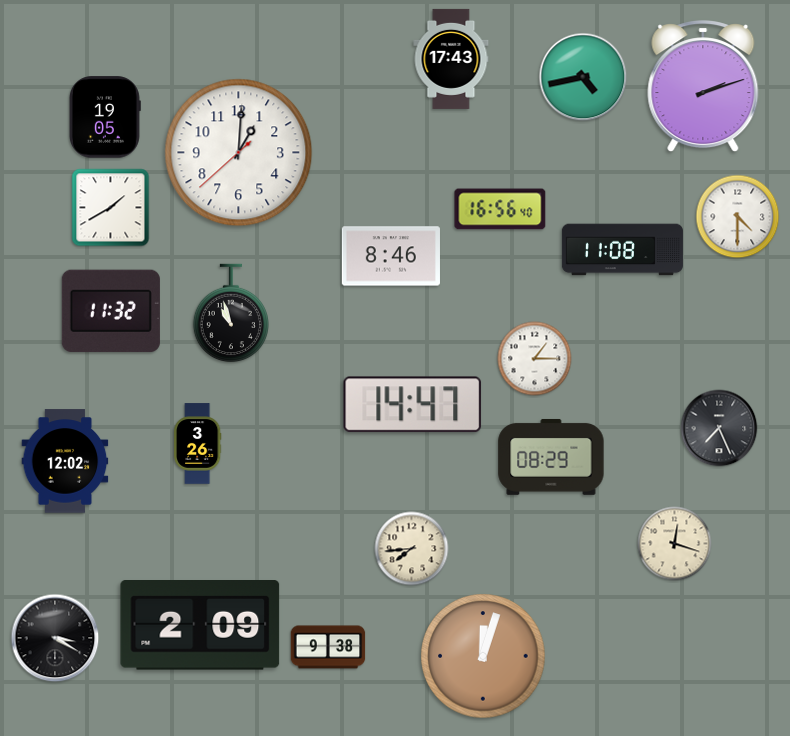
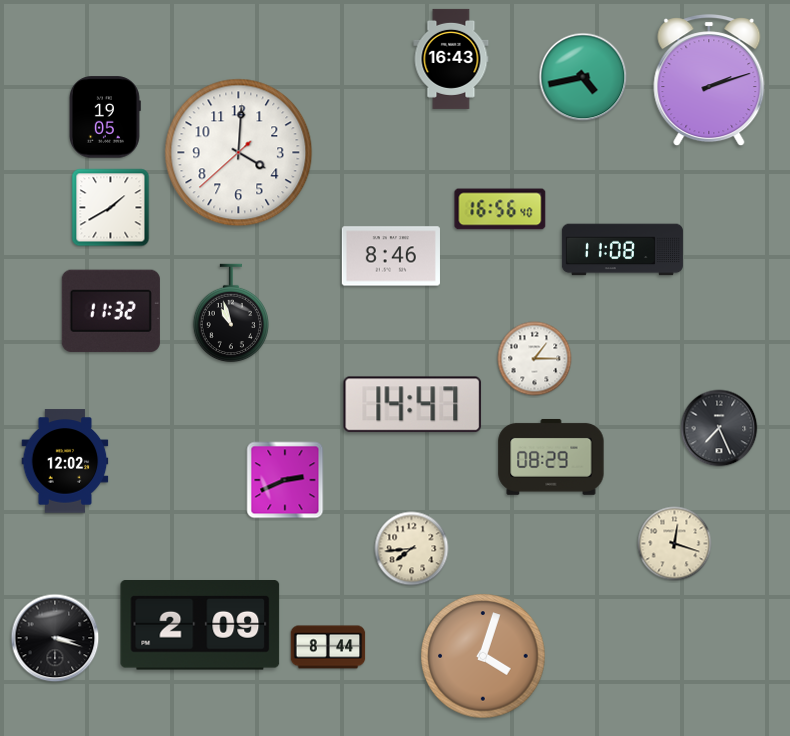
clock at (451, 59): 17:43 -> 16:43
clock at (703, 87) position: (703, 87) -> (709, 81)
clock at (239, 153): 1:00 -> 4:00
clock at (738, 217): 4:30 -> none
clock at (197, 444): 3:26 -> none
clock at (285, 480): none -> 2:41
clock at (55, 638): 3:20 -> 3:18
clock at (328, 647): 9:38 -> 8:44
clock at (483, 656): 12:03 -> 4:03
